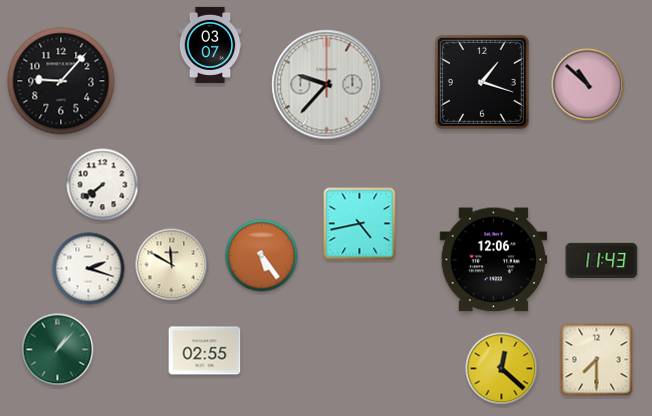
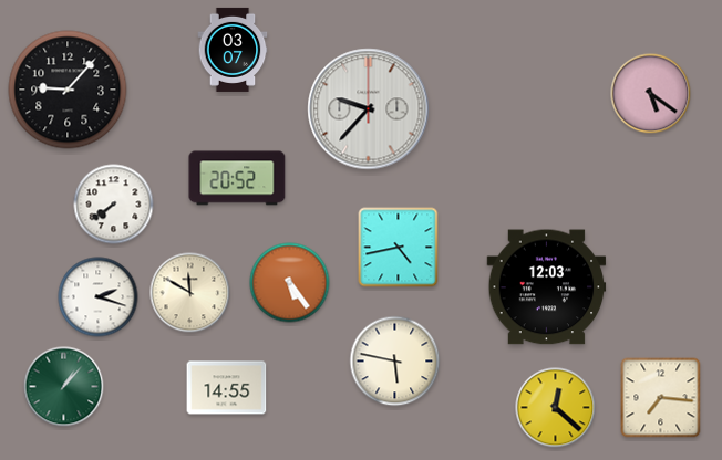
clock at (482, 82): 1:18 -> none
clock at (327, 85) position: (327, 85) -> (369, 109)
clock at (588, 85): 10:52 -> 5:21
clock at (237, 178): none -> 20:52
clock at (494, 260): 12:06 -> 12:03
clock at (602, 260): 11:43 -> none
clock at (395, 362): none -> 5:47
clock at (205, 351): 02:55 -> 14:55
clock at (597, 360): 7:30 -> 7:16
